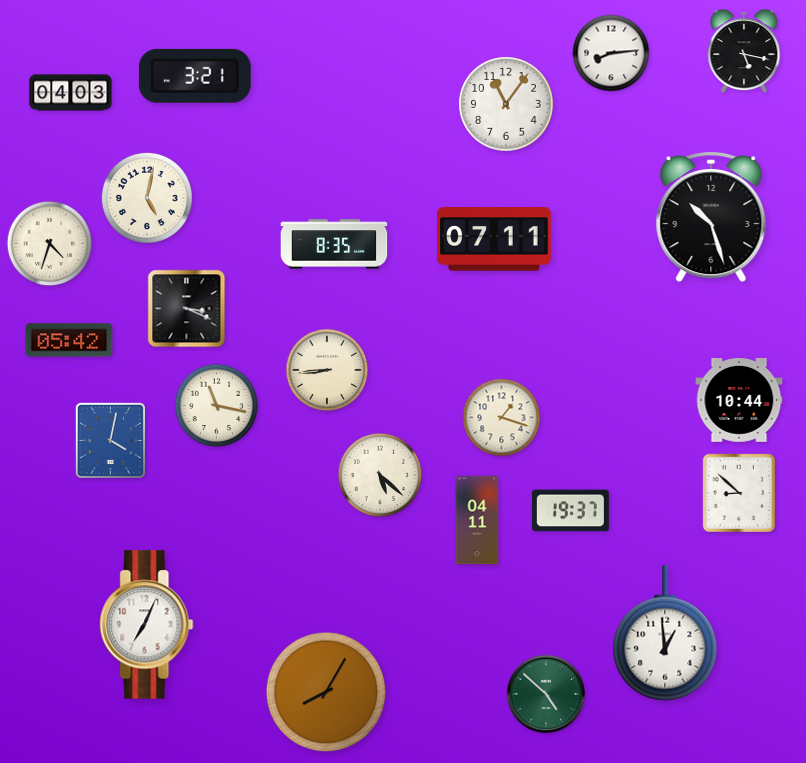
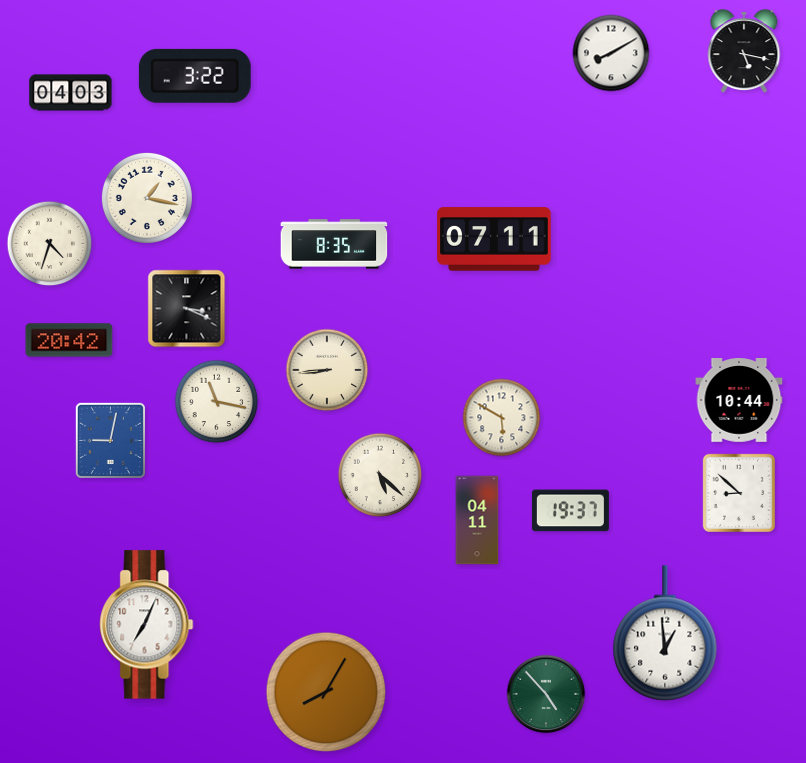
clock at (611, 53): 8:14 -> 8:10
clock at (195, 76): 3:21 -> 3:22
clock at (506, 104): 11:06 -> none
clock at (147, 198): 5:02 -> 1:17
clock at (711, 217): 10:27 -> none
clock at (69, 340): 05:42 -> 20:42
clock at (217, 406) position: (217, 406) -> (217, 402)
clock at (502, 418): 1:18 -> 5:50
clock at (110, 440): 4:02 -> 9:02
clock at (546, 694): 4:52 -> 4:53
